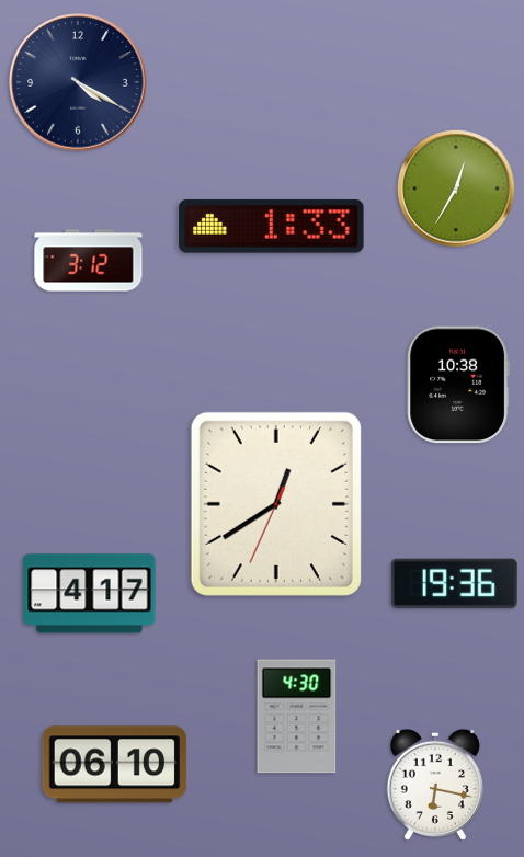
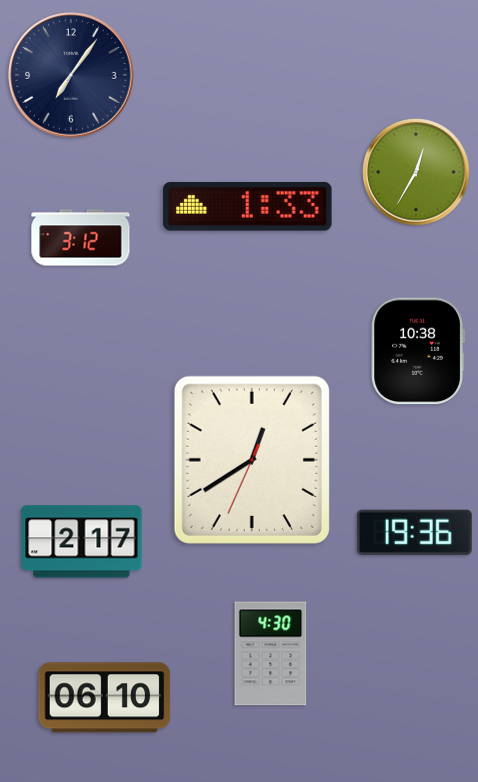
clock at (78, 82): 4:20 -> 7:06
clock at (90, 594): 4:17 -> 2:17
clock at (435, 785): 6:17 -> none
